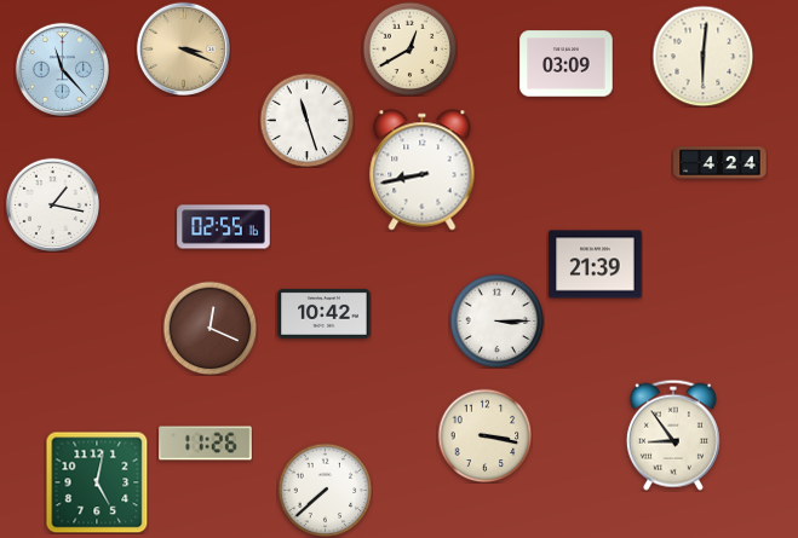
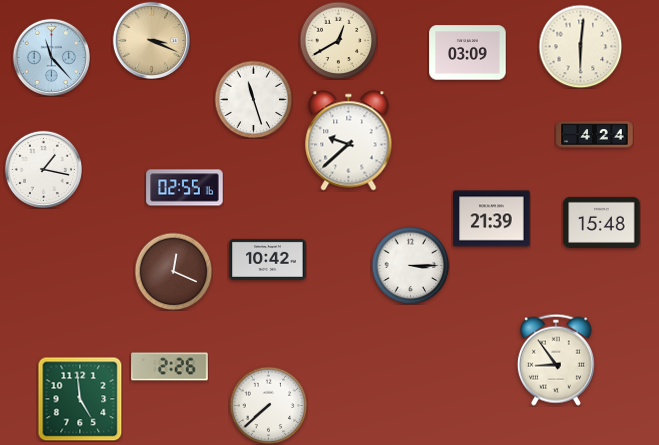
clock at (423, 170): 8:43 -> 9:38
clock at (602, 222): none -> 15:48
clock at (484, 435): 3:17 -> none
clock at (206, 444): 11:26 -> 2:26
clock at (97, 482): 5:02 -> 4:59
